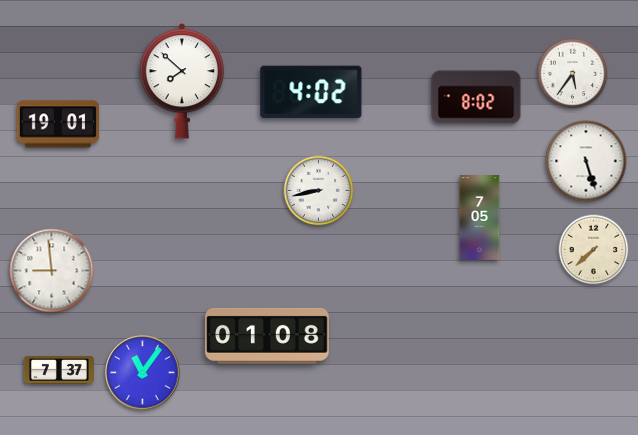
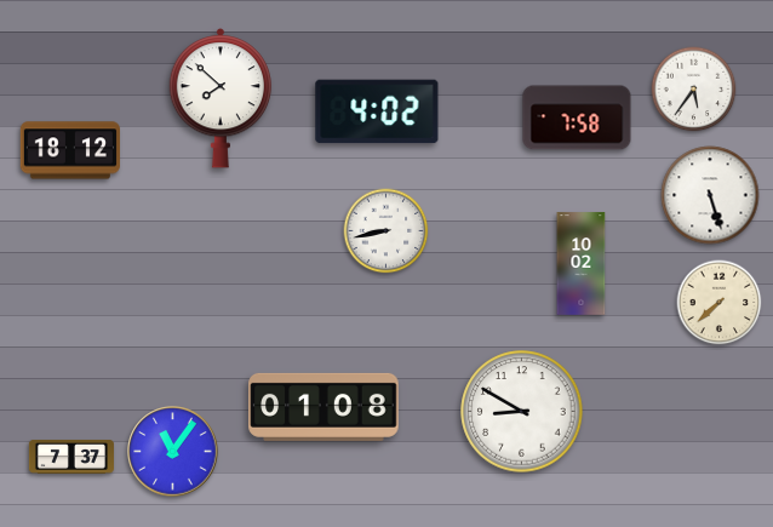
clock at (476, 97): 8:02 -> 7:58
clock at (58, 124): 19:01 -> 18:12
clock at (480, 218): 7:05 -> 10:02
clock at (52, 271): 8:59 -> none
clock at (522, 412): none -> 8:50
clock at (59, 370) position: (59, 370) -> (71, 457)
